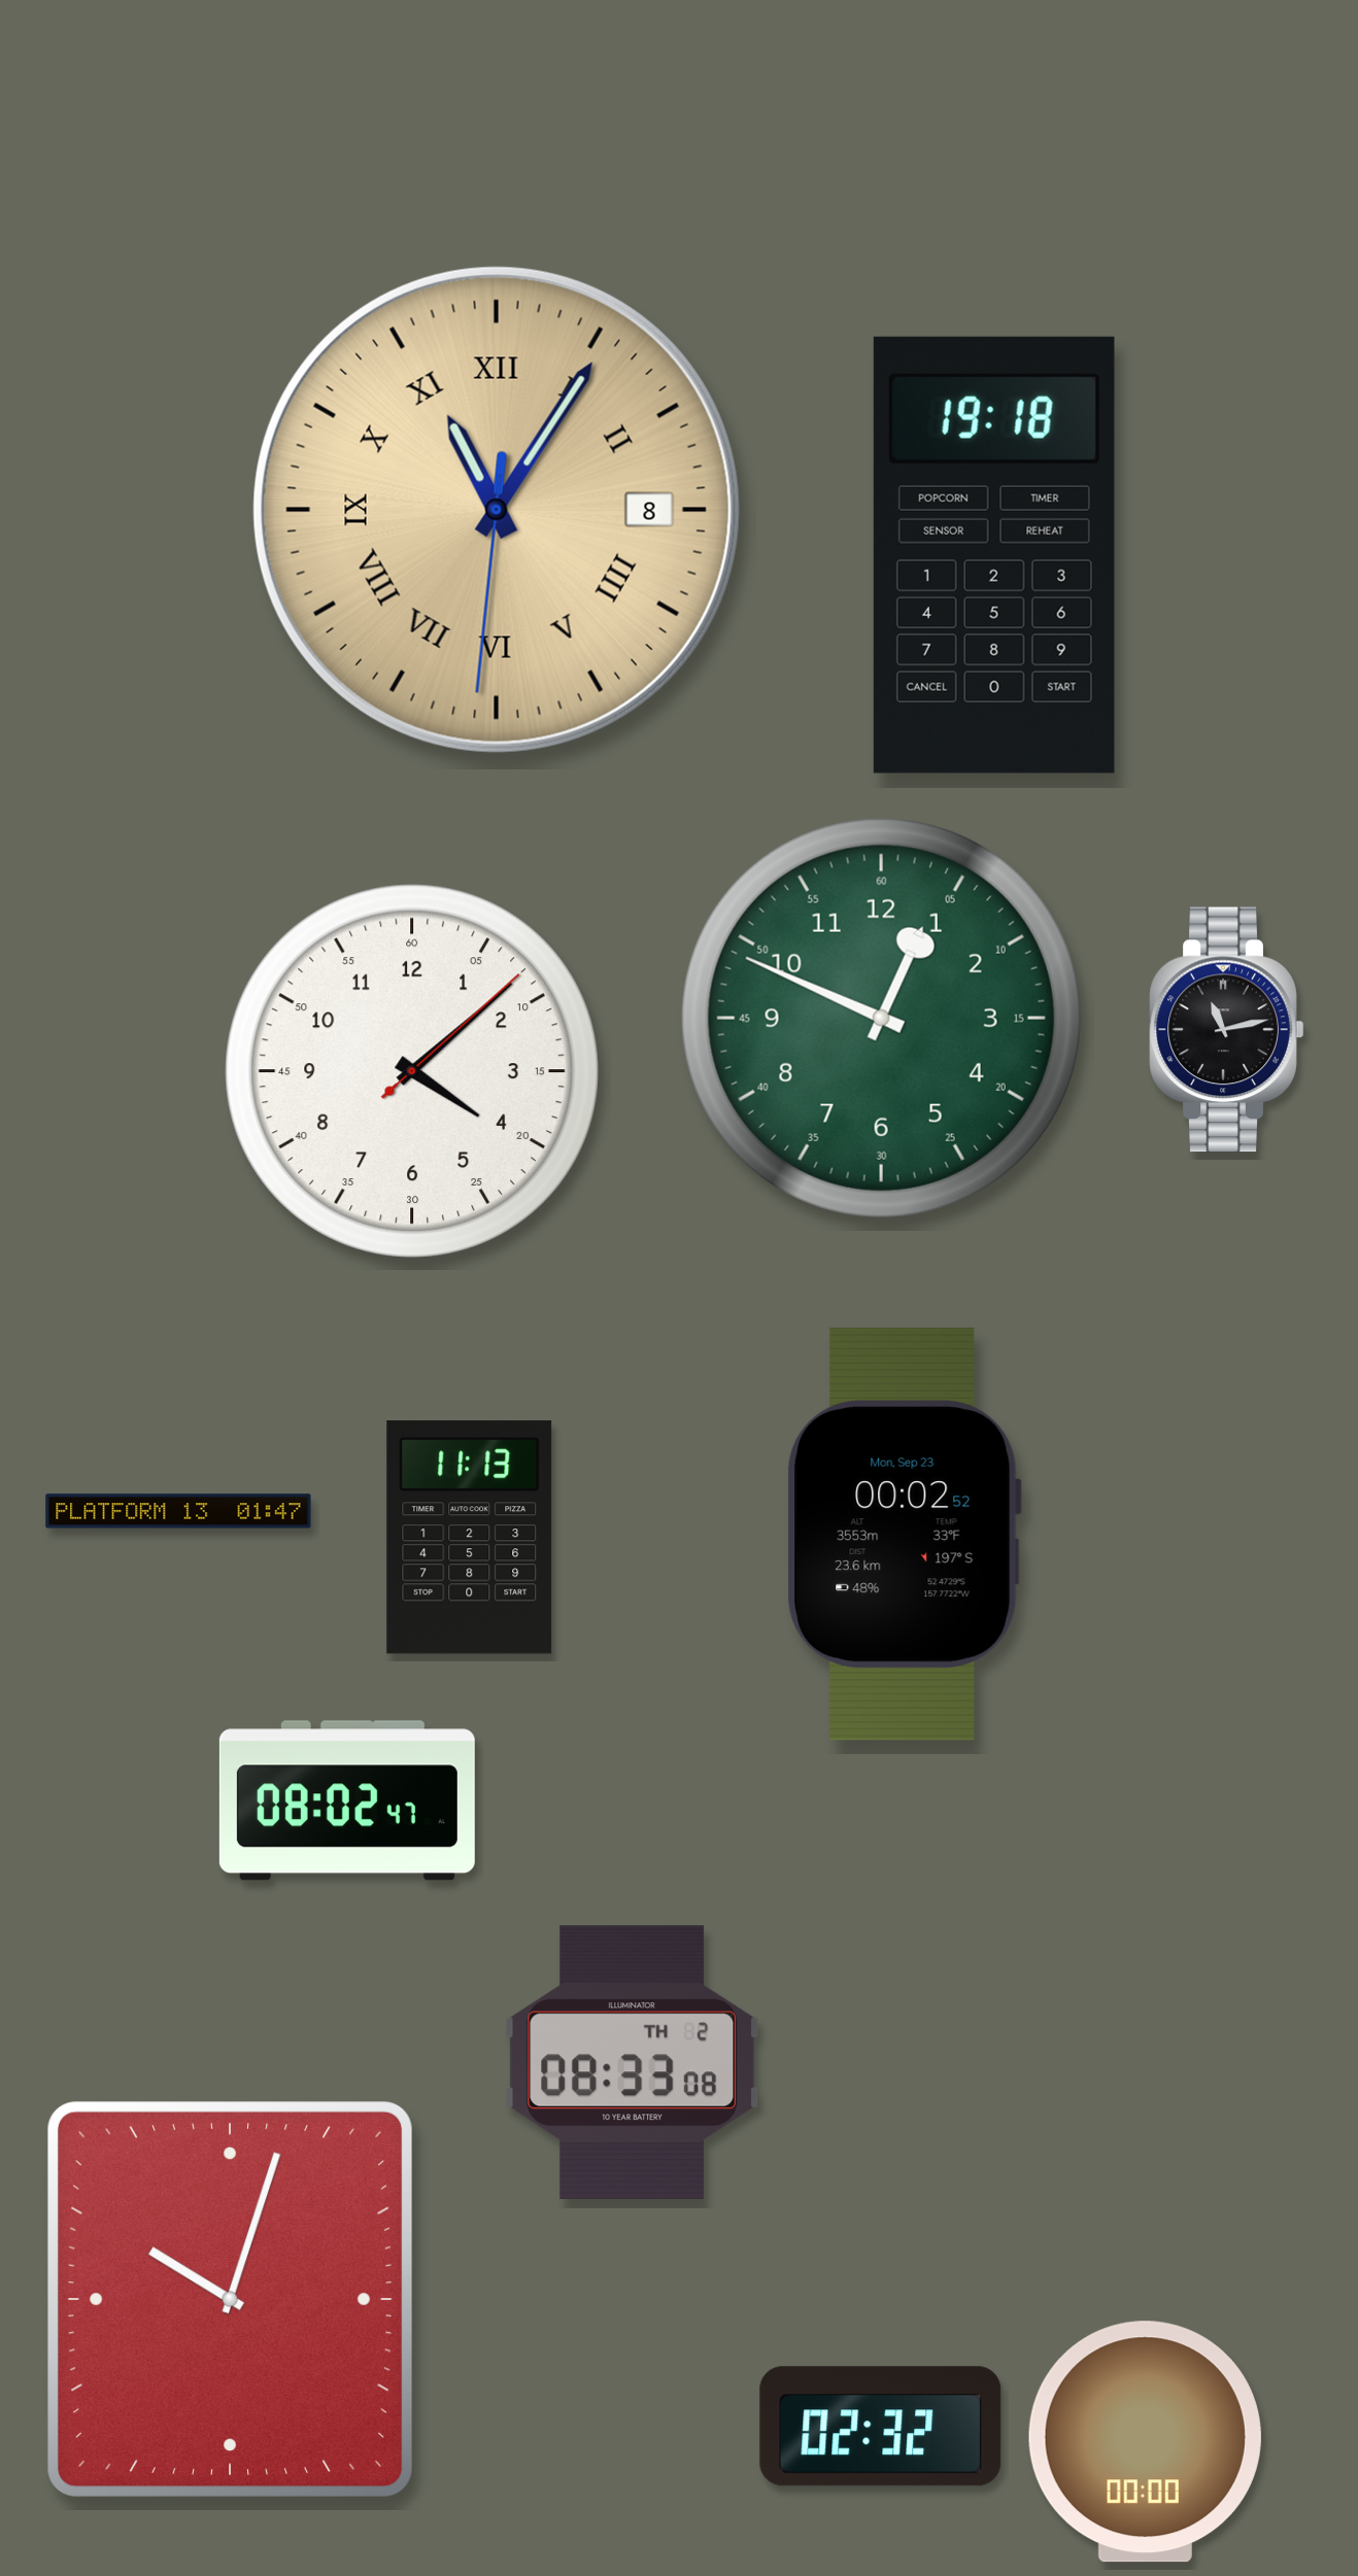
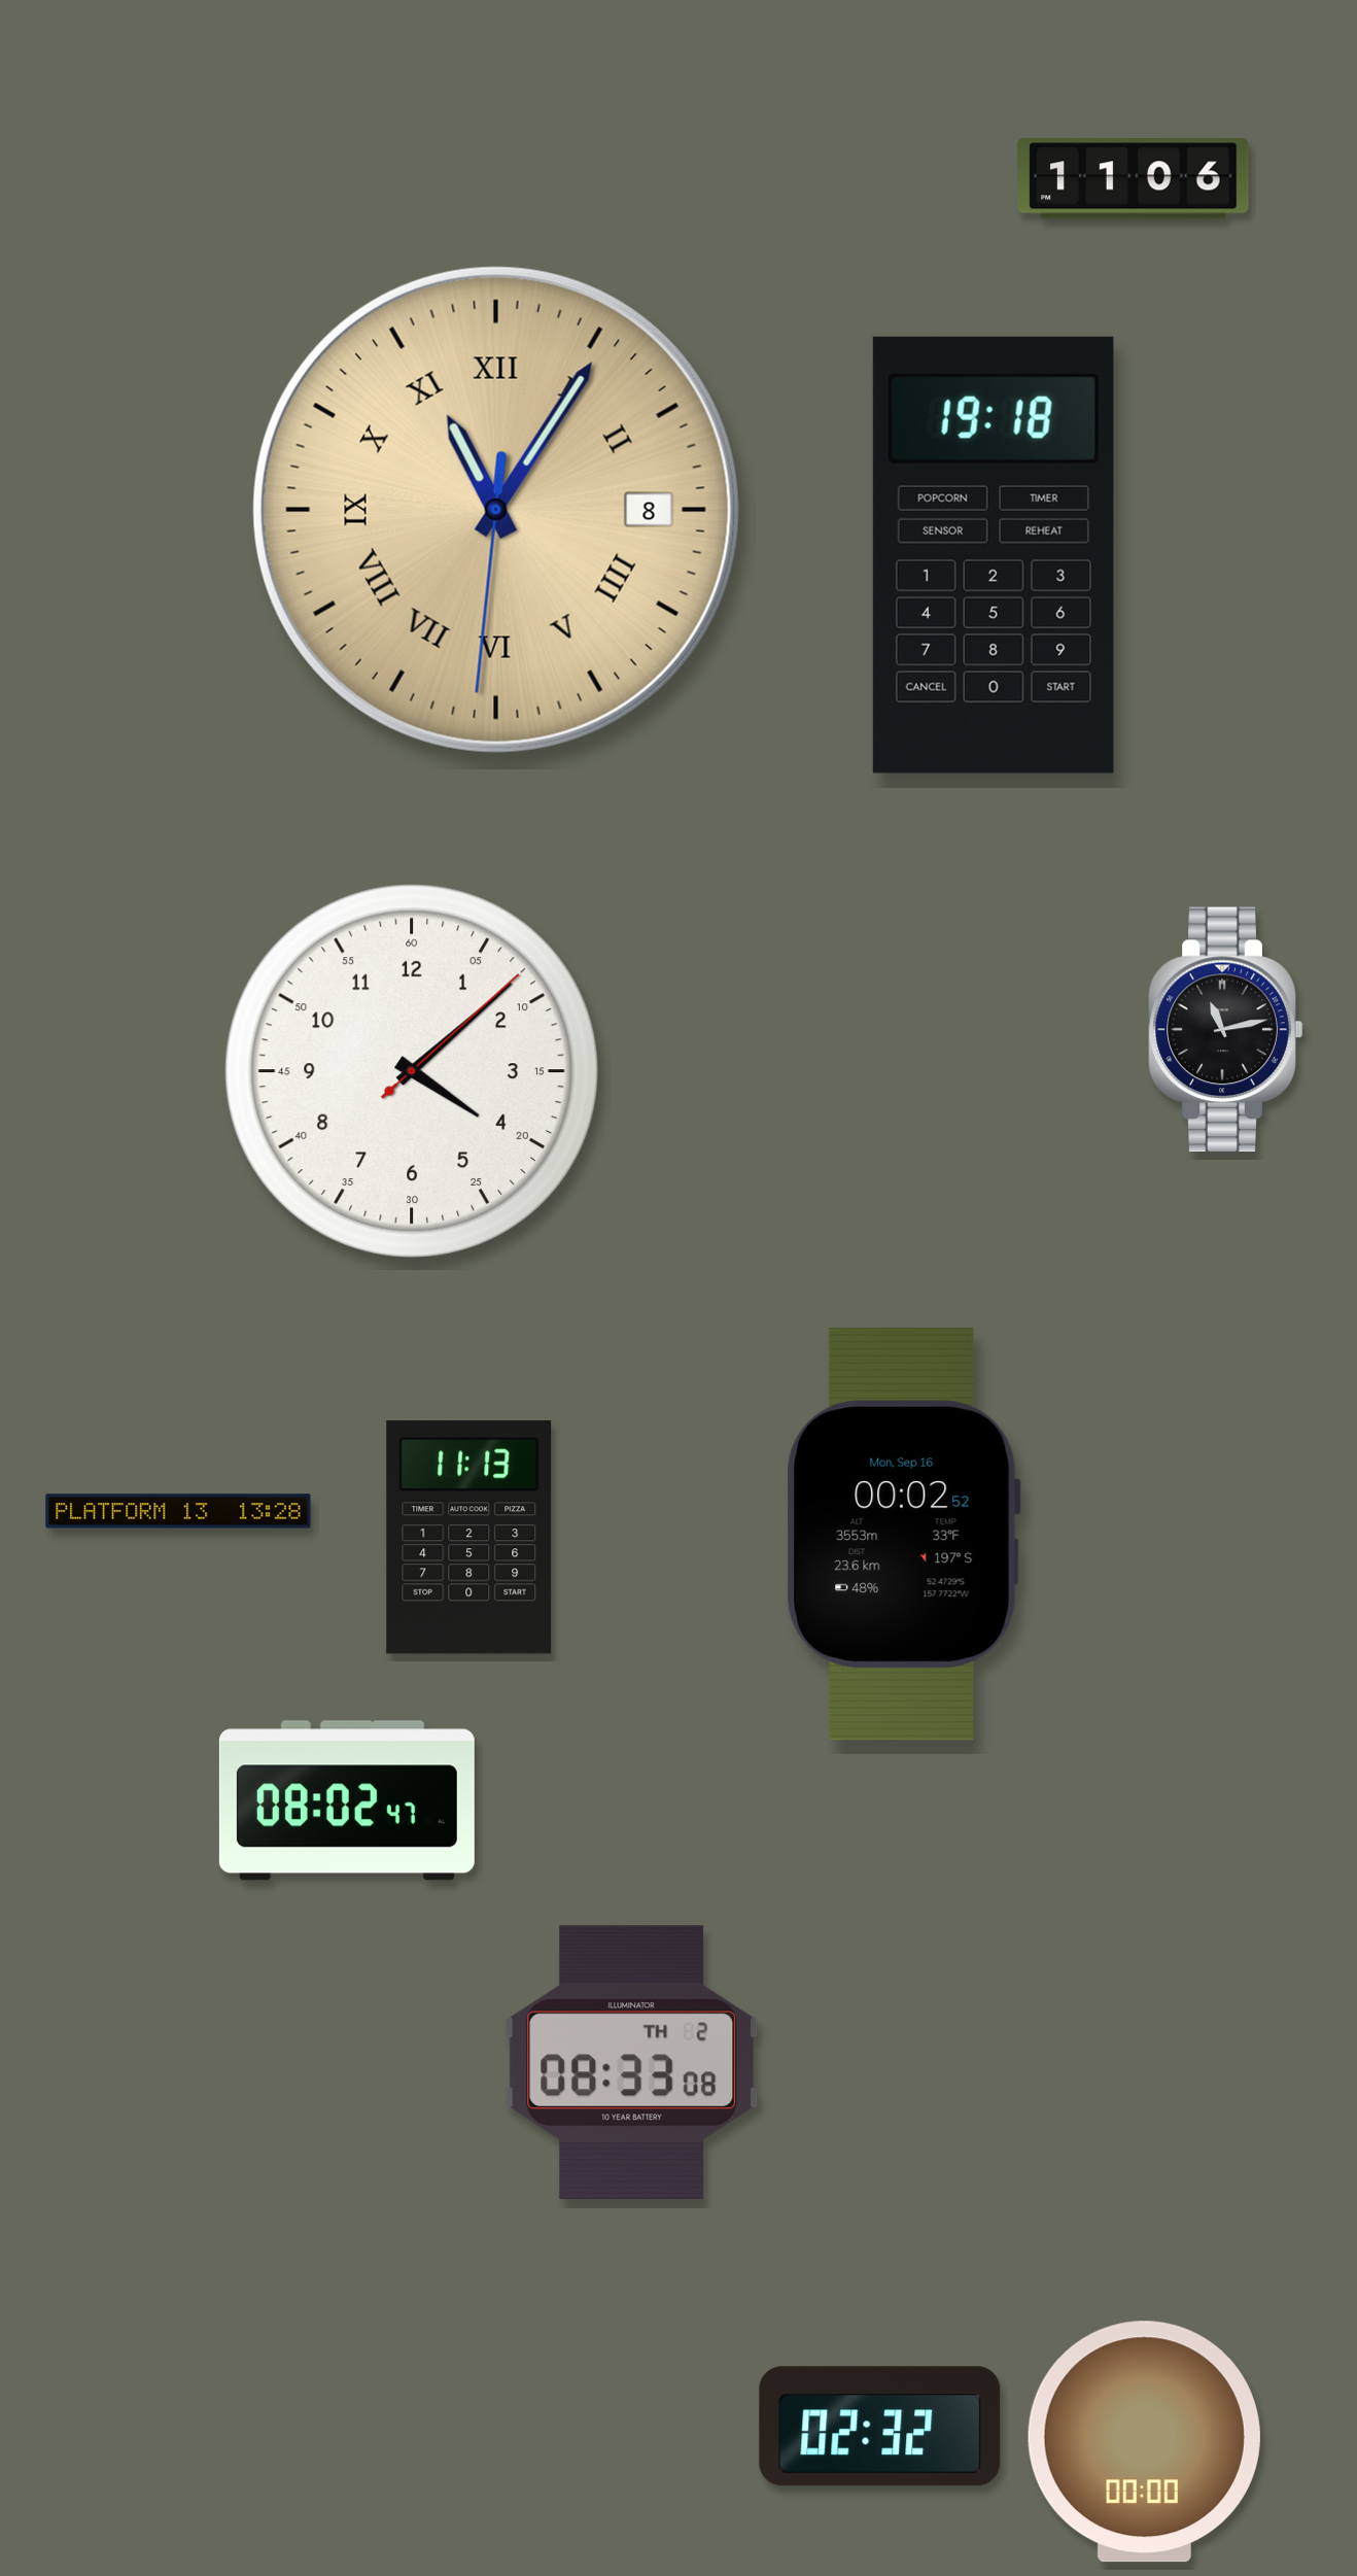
clock at (1134, 179): none -> 11:06
clock at (881, 1018): 12:49 -> none
clock at (178, 1511): 01:47 -> 13:28
clock at (904, 1534) date: Mon, Sep 23 -> Mon, Sep 16
clock at (231, 2300): 10:03 -> none
